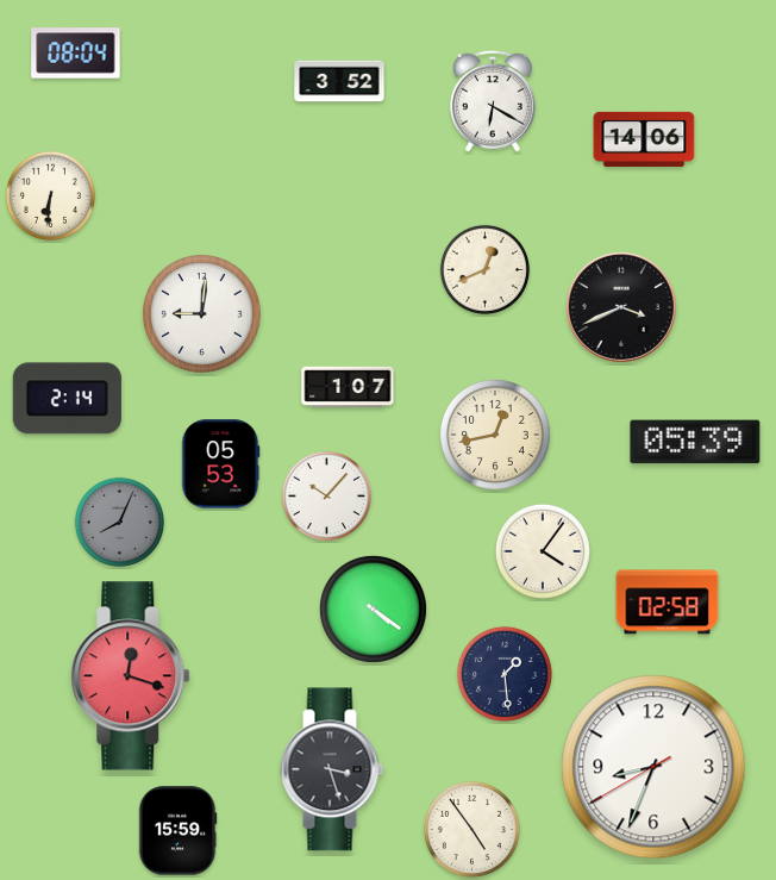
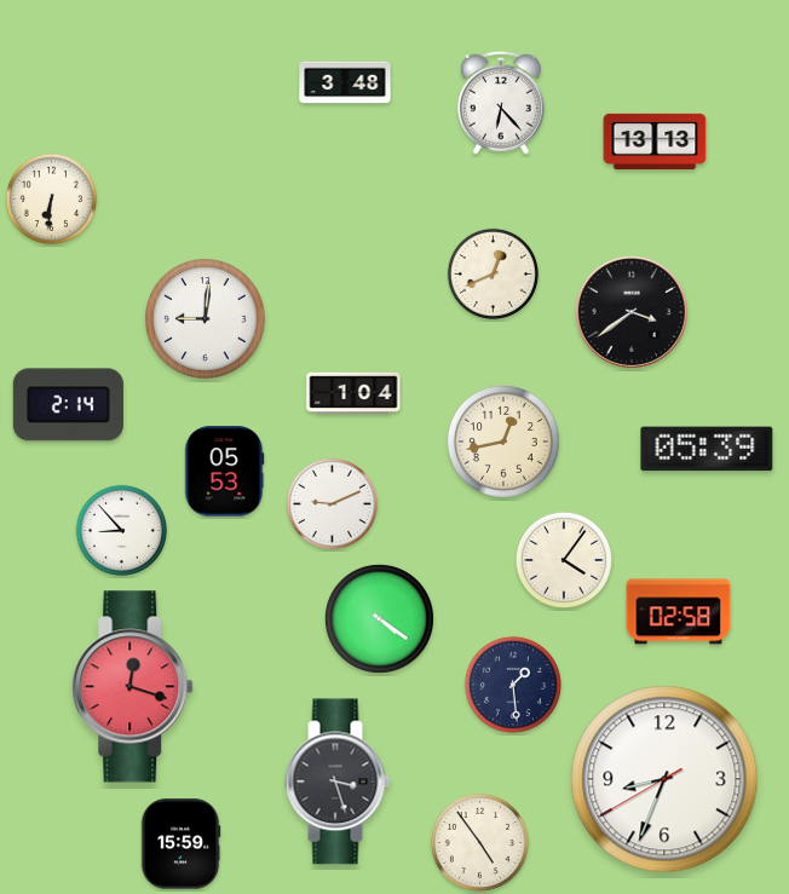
clock at (76, 54): 08:04 -> none
clock at (339, 81): 3:52 -> 3:48
clock at (493, 101): 6:20 -> 6:23
clock at (644, 139): 14:06 -> 13:13
clock at (621, 307): 3:41 -> 3:39
clock at (348, 386): 1:07 -> 1:04
clock at (326, 495): 10:07 -> 9:11
clock at (119, 522): 8:04 -> 8:53
clock at (119, 522) dial: grey -> white
clock at (543, 551) position: (543, 551) -> (564, 560)
